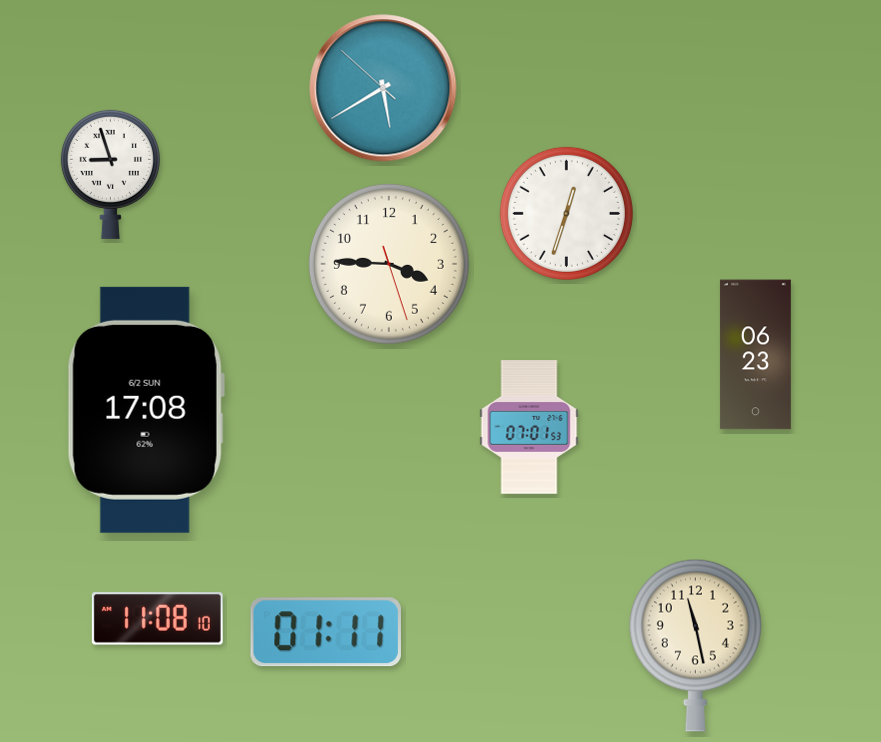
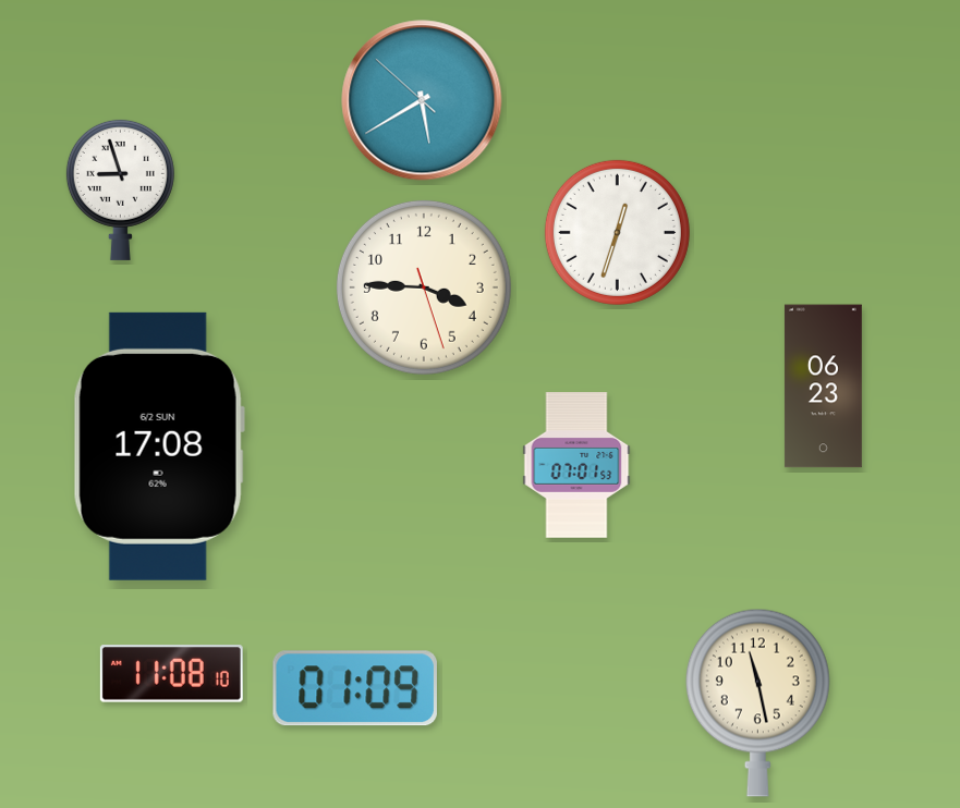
clock at (383, 88) position: (383, 88) -> (422, 100)
clock at (326, 632): 01:11 -> 01:09
